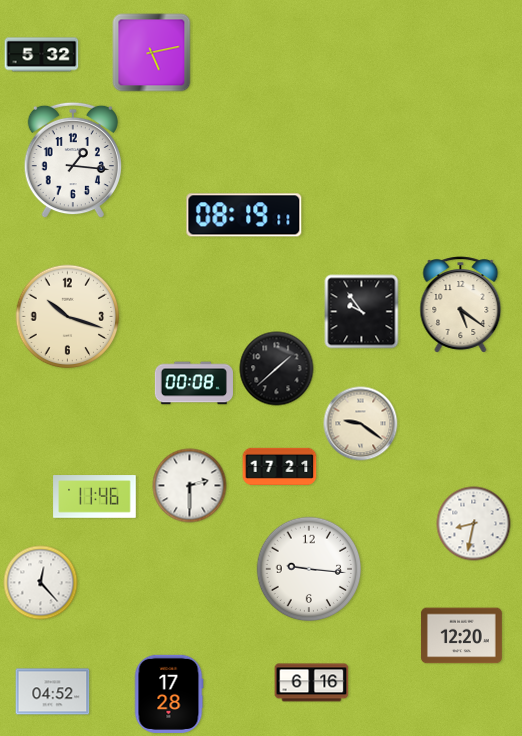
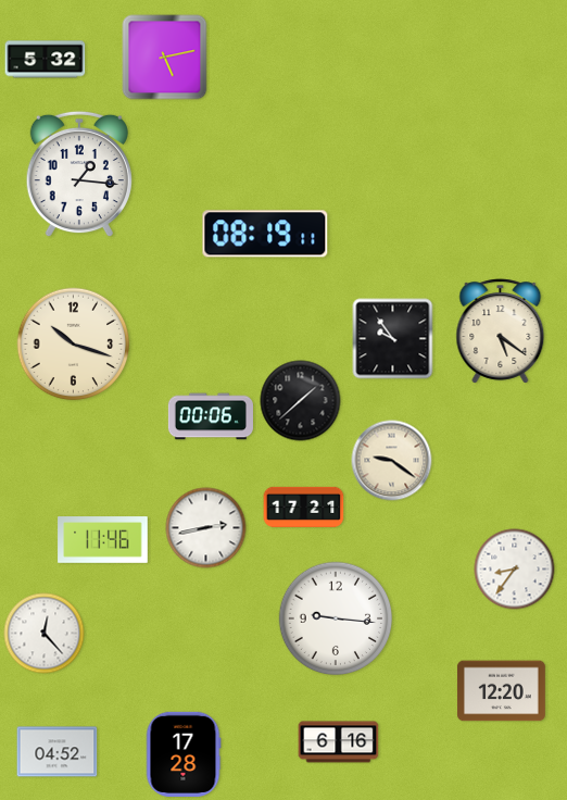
clock at (194, 383): 00:08 -> 00:06
clock at (190, 486): 2:30 -> 2:43
clock at (474, 524): 8:32 -> 8:36
